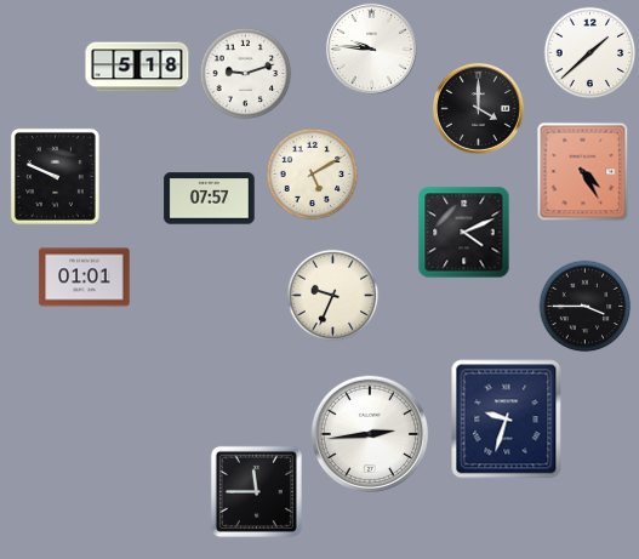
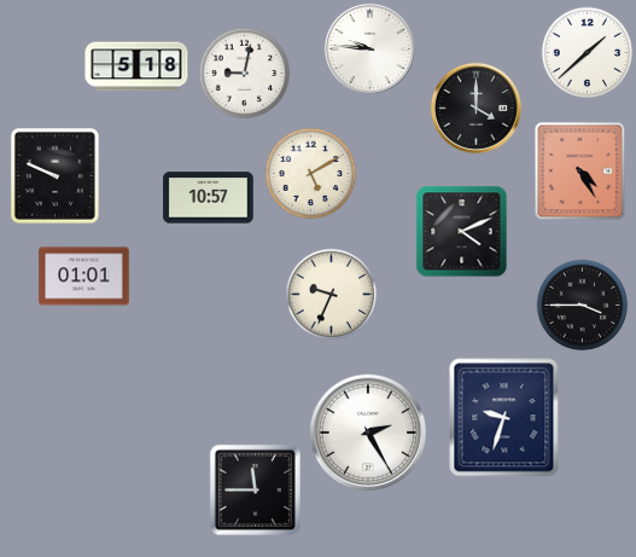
clock at (246, 74): 9:12 -> 9:02
clock at (210, 199): 07:57 -> 10:57
clock at (369, 433): 2:44 -> 2:25
